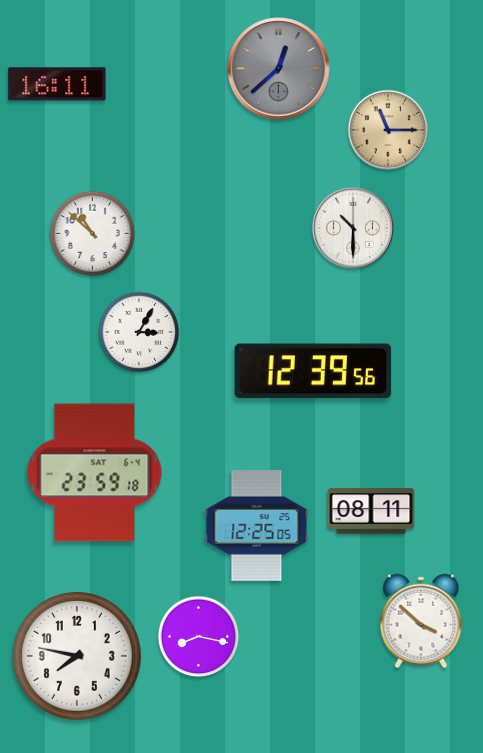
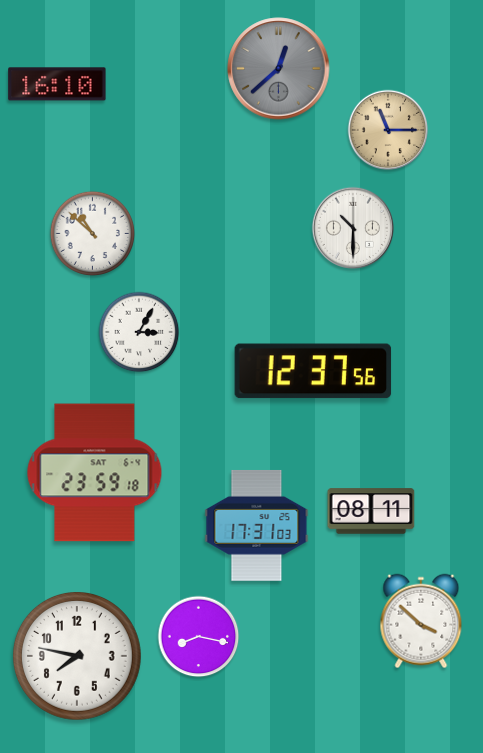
clock at (57, 84): 16:11 -> 16:10
clock at (313, 371): 12:39 -> 12:37
clock at (257, 525): 12:25 -> 17:31
